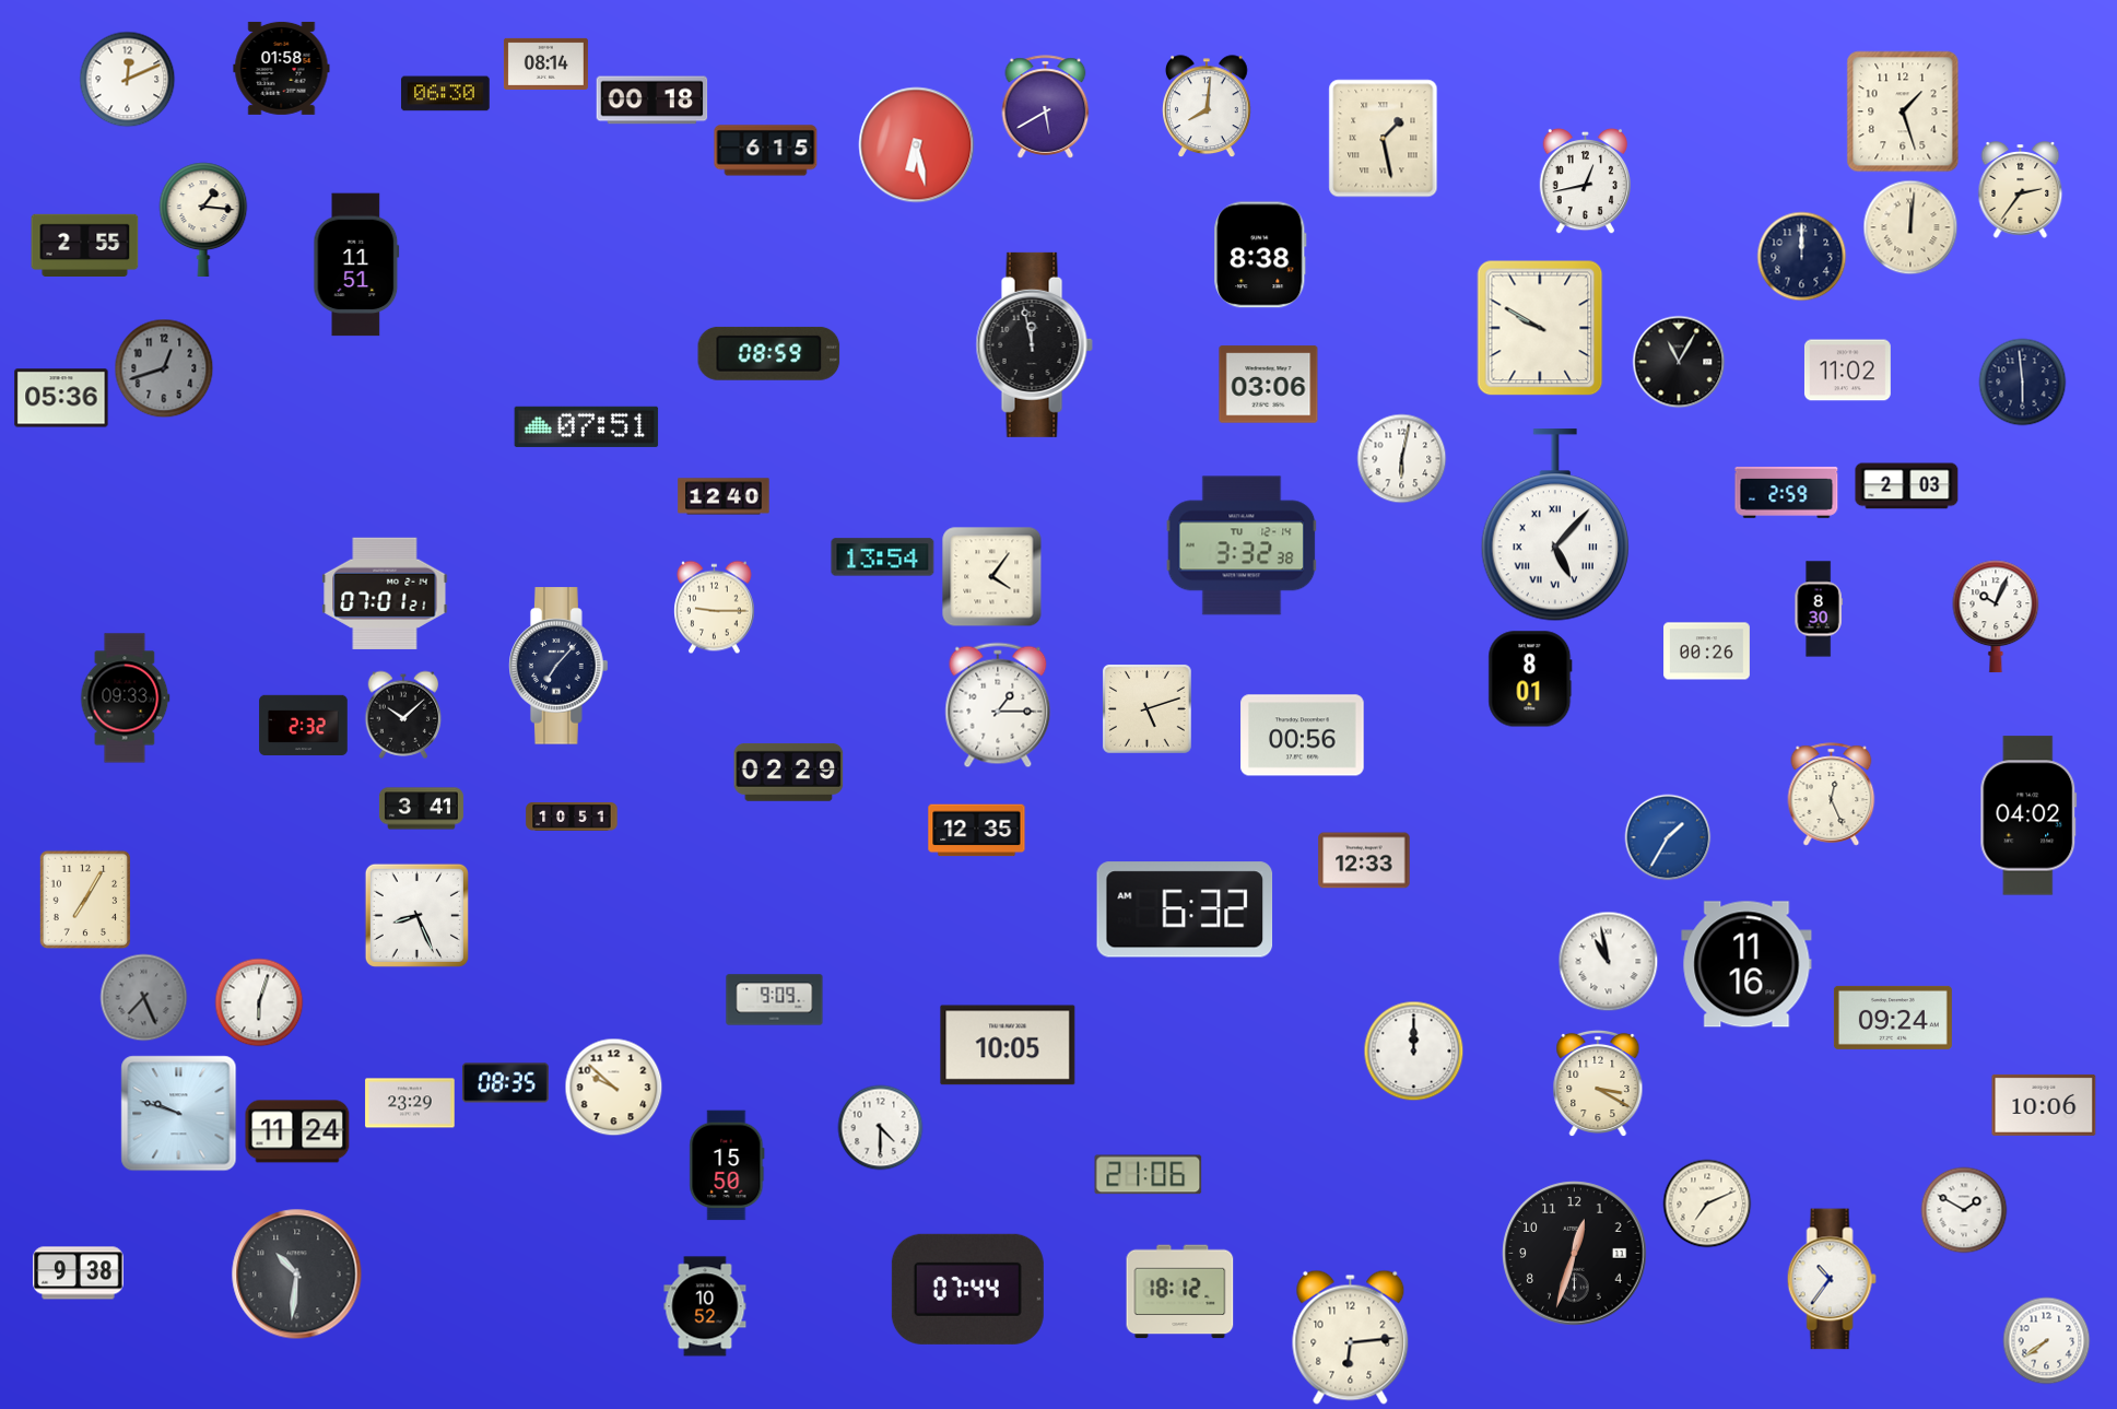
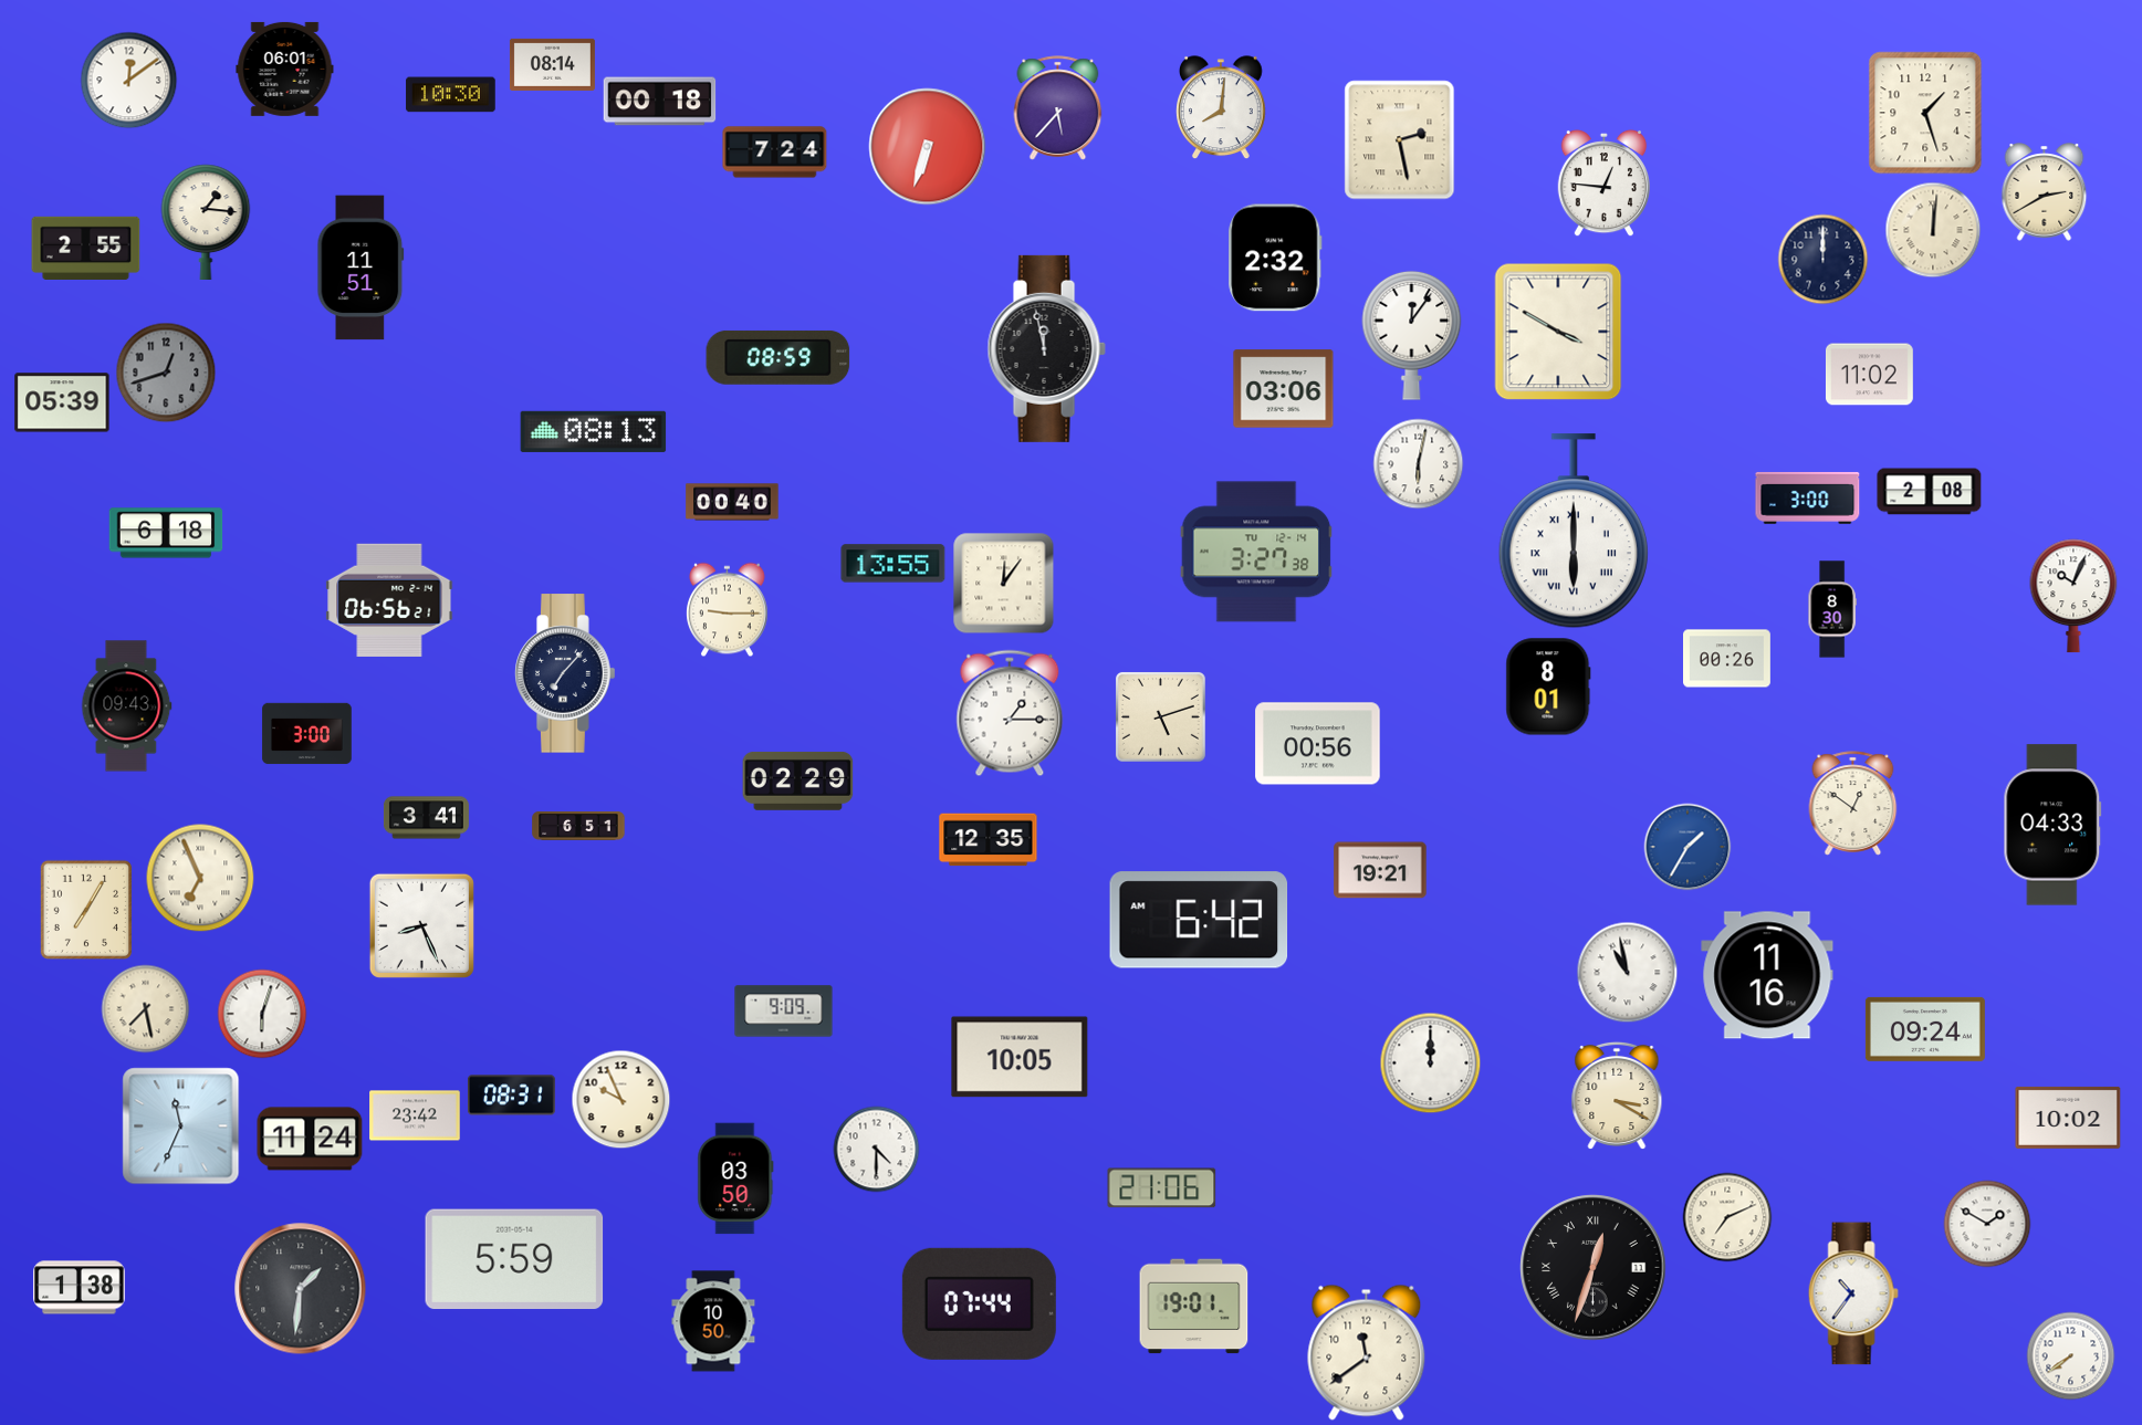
clock at (282, 68): 01:58 -> 06:01
clock at (128, 80): 12:11 -> 12:09
clock at (446, 94): 06:30 -> 10:30
clock at (1046, 107): 5:40 -> 5:37
clock at (1384, 139): 1:28 -> 2:28
clock at (917, 145): 6:28 -> 6:33
clock at (766, 151): 6:15 -> 7:24
clock at (1585, 181): 12:43 -> 12:46
clock at (2021, 190): 2:36 -> 2:40
clock at (1260, 255): 8:38 -> 2:32
clock at (1540, 328): 9:50 -> 3:50
clock at (1412, 335): none -> 12:06
clock at (1679, 362): 11:05 -> none
clock at (2023, 383): 5:59 -> none
clock at (61, 398): 05:36 -> 05:39
clock at (587, 426): 07:51 -> 08:13
clock at (1907, 486): 2:03 -> 2:08
clock at (1787, 493): 2:59 -> 3:00
clock at (724, 496): 12:40 -> 00:40
clock at (1555, 526): 5:07 -> 6:00
clock at (166, 533): none -> 6:18
clock at (1242, 545): 3:32 -> 3:27
clock at (883, 557): 13:54 -> 13:55
clock at (992, 577): 4:06 -> 12:06
clock at (385, 594): 07:01 -> 06:56
clock at (715, 608) position: (715, 608) -> (728, 610)
clock at (1819, 609) position: (1819, 609) -> (1832, 609)
clock at (1996, 617) position: (1996, 617) -> (2073, 596)
clock at (126, 698): 09:33 -> 09:43
clock at (403, 715): 10:08 -> none
clock at (304, 726): 2:32 -> 3:00
clock at (1832, 795): 12:26 -> 12:51
clock at (2028, 815): 04:02 -> 04:33
clock at (572, 817): 10:51 -> 6:51
clock at (1364, 860): 12:33 -> 19:21
clock at (200, 878): none -> 6:56
clock at (1185, 909): 6:32 -> 6:42
clock at (144, 998): 7:26 -> 7:28
clock at (144, 998) dial: grey -> cream
clock at (1893, 1018) position: (1893, 1018) -> (1925, 1029)
clock at (505, 1083): 08:35 -> 08:31
clock at (614, 1088): 9:52 -> 9:56
clock at (410, 1103): 23:29 -> 23:42
clock at (2044, 1105): 10:06 -> 10:02
clock at (179, 1114): 9:48 -> 11:34
clock at (881, 1128) position: (881, 1128) -> (877, 1150)
clock at (297, 1131) position: (297, 1131) -> (310, 1139)
clock at (727, 1165): 15:50 -> 03:50
clock at (514, 1259): none -> 5:59
clock at (1575, 1254) numerals: Arabic -> Roman
clock at (79, 1273): 9:38 -> 1:38
clock at (297, 1275): 10:31 -> 1:31
clock at (1180, 1292): 18:12 -> 19:01
clock at (705, 1306): 10:52 -> 10:50
clock at (1351, 1337): 6:14 -> 11:39
